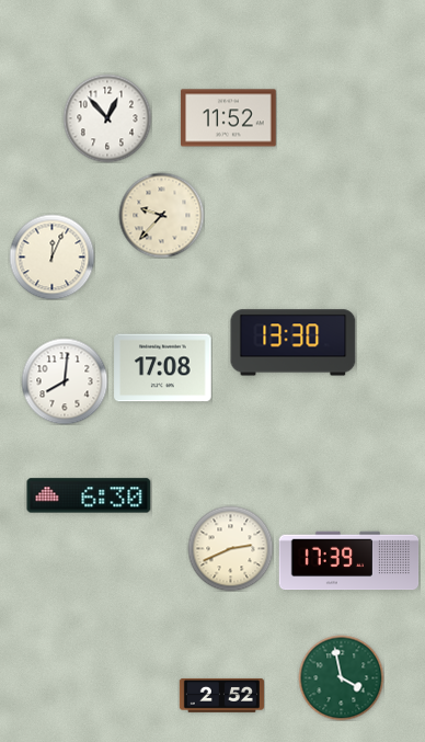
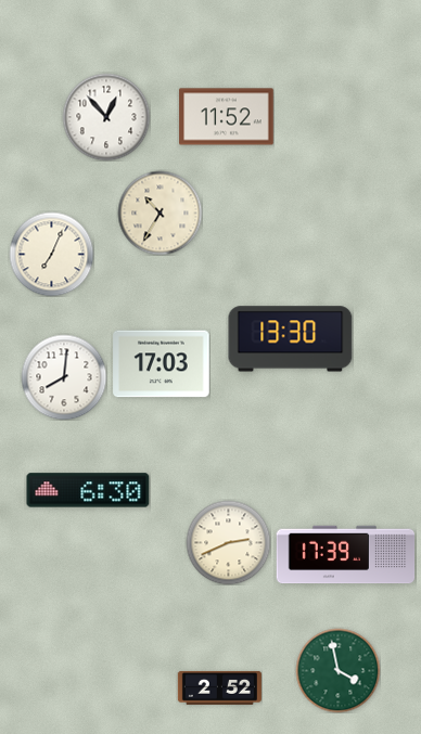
clock at (161, 215): 9:37 -> 10:35
clock at (51, 256): 12:04 -> 7:04
clock at (163, 368): 17:08 -> 17:03
